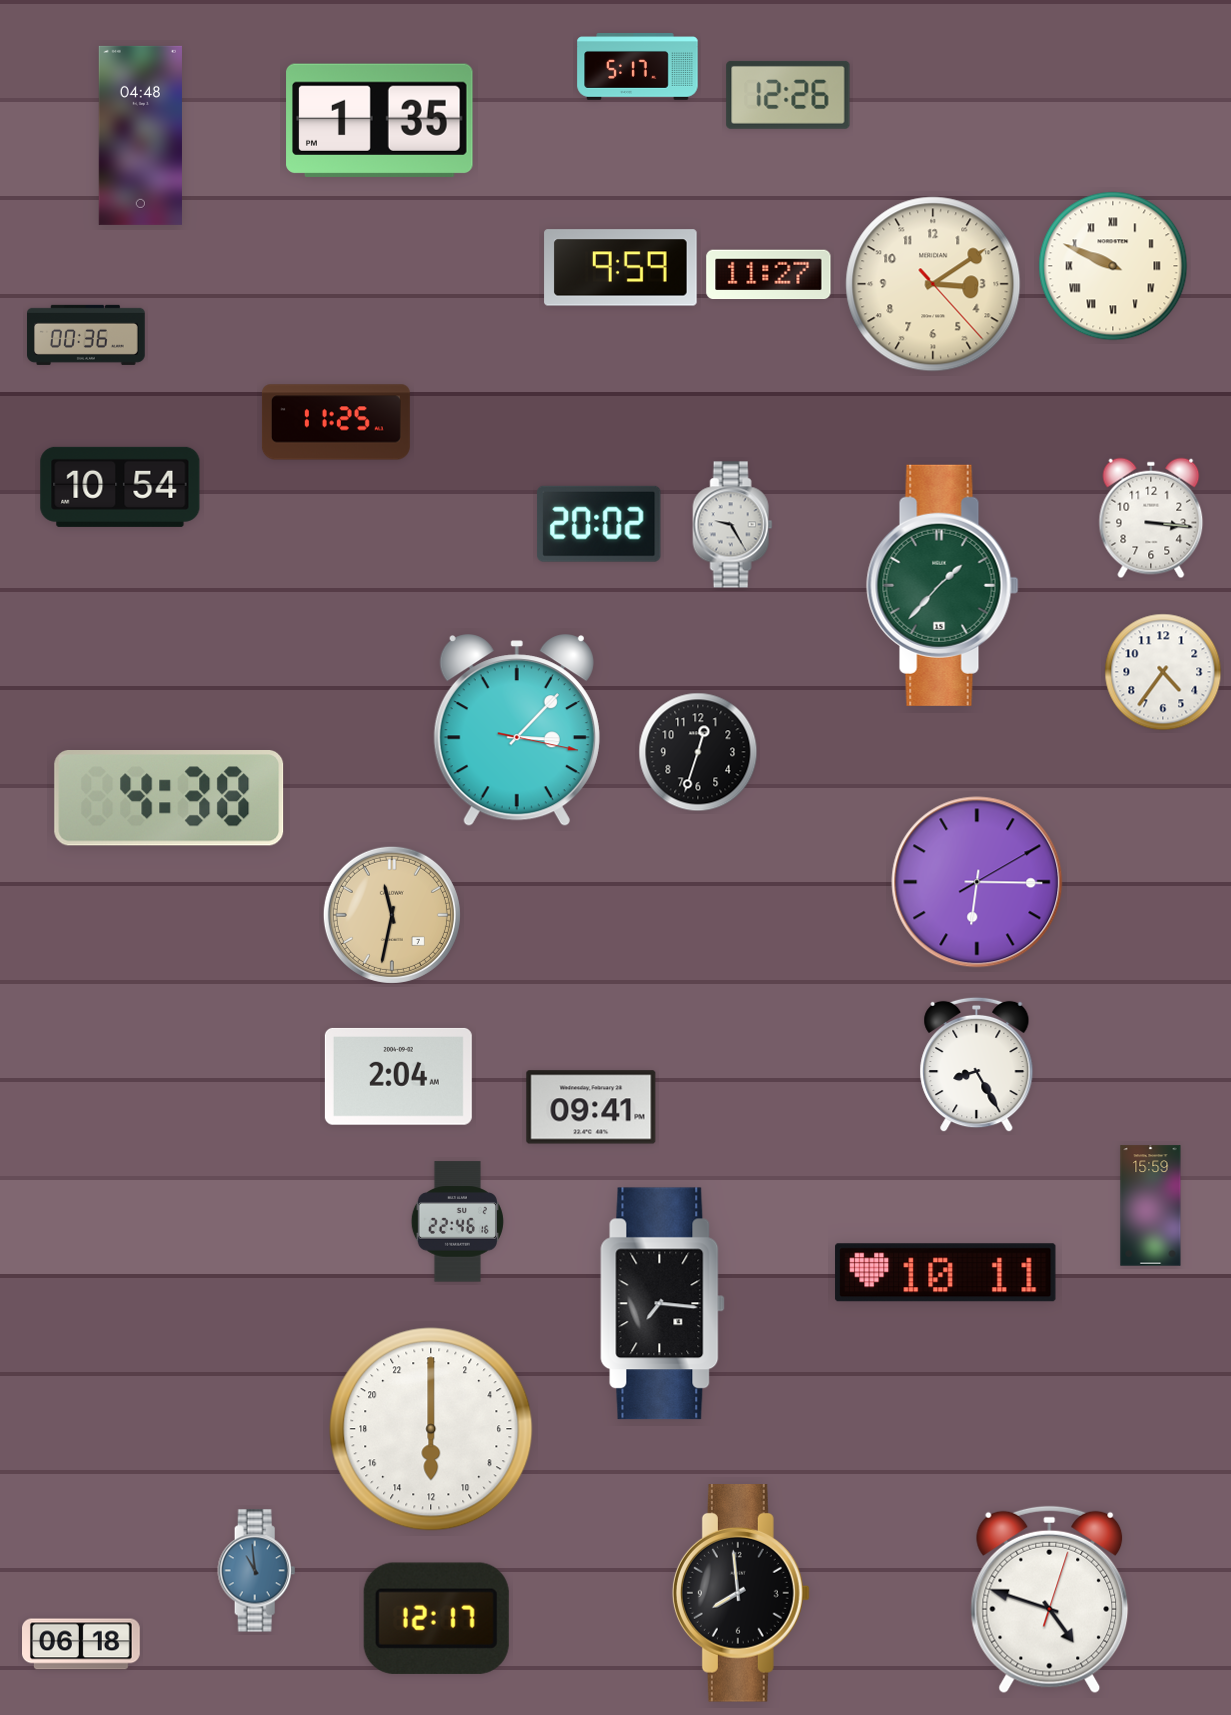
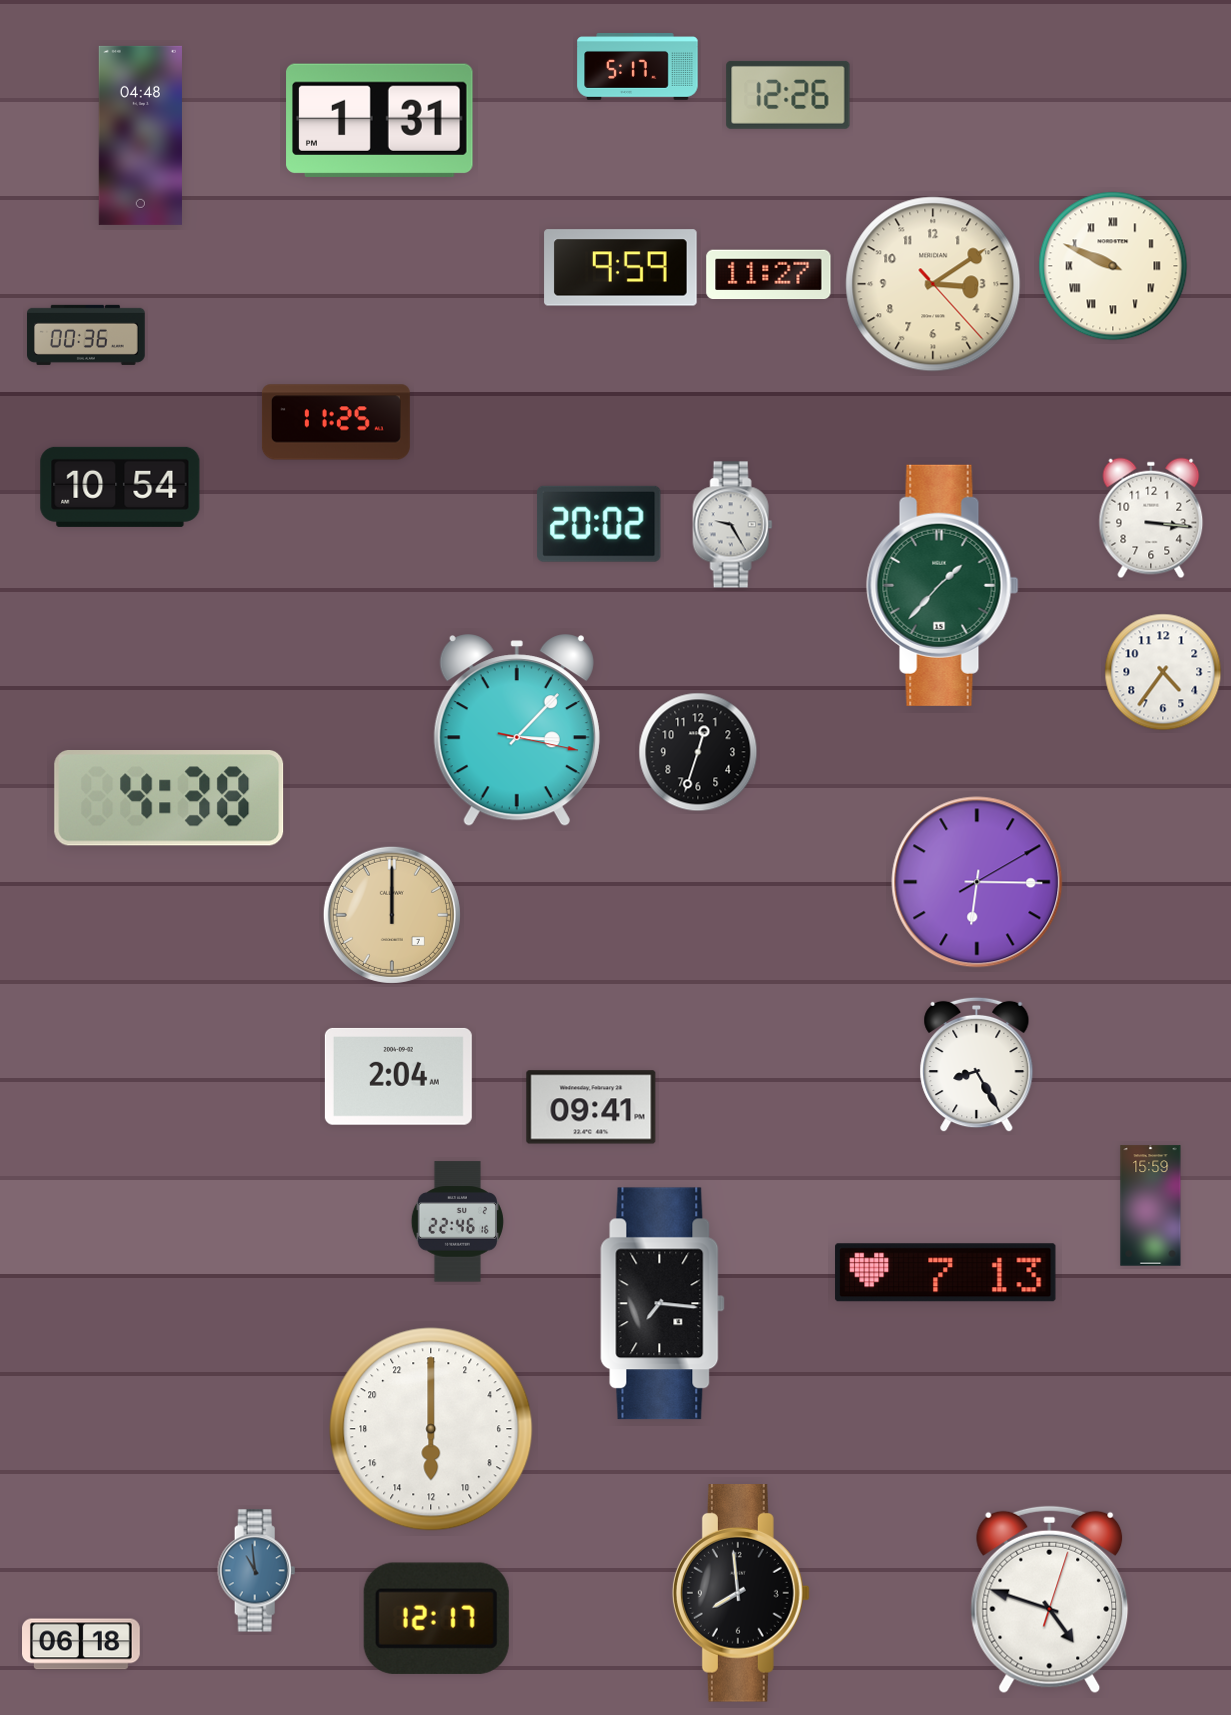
clock at (380, 120): 1:35 -> 1:31
clock at (392, 915): 11:32 -> 12:00
clock at (946, 1273): 10:11 -> 7:13
